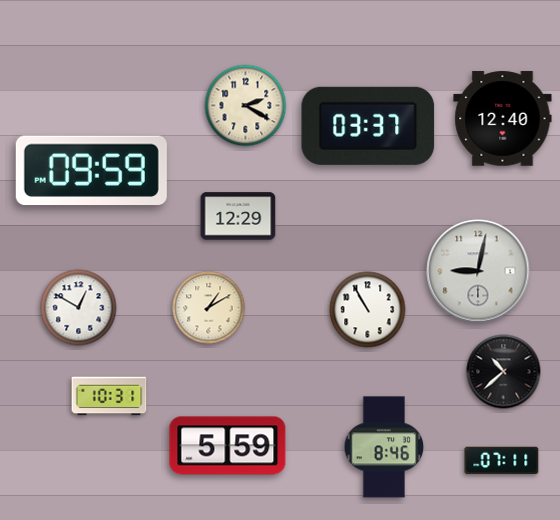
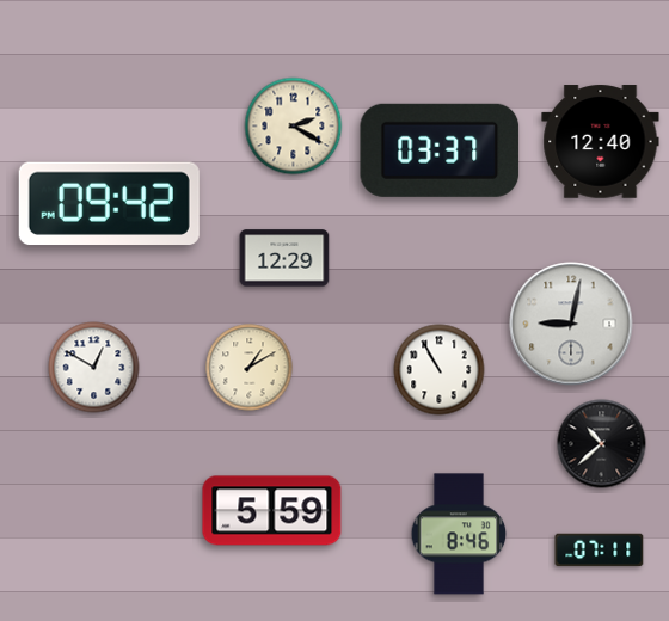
clock at (91, 171): 09:59 -> 09:42
clock at (109, 396): 10:31 -> none
clock at (228, 446) position: (228, 446) -> (272, 511)
